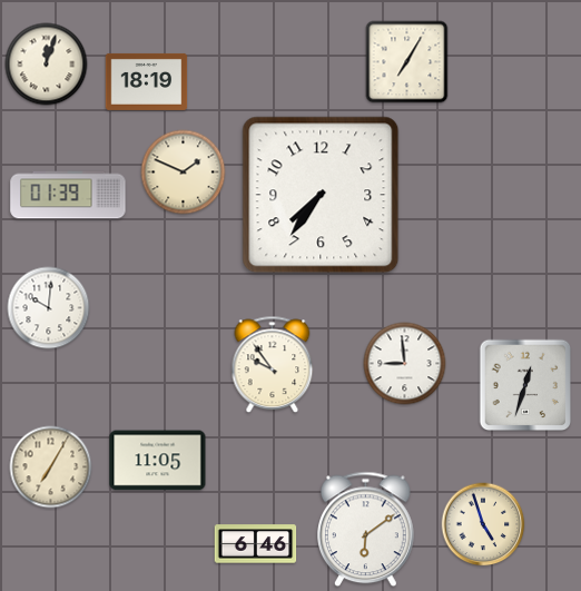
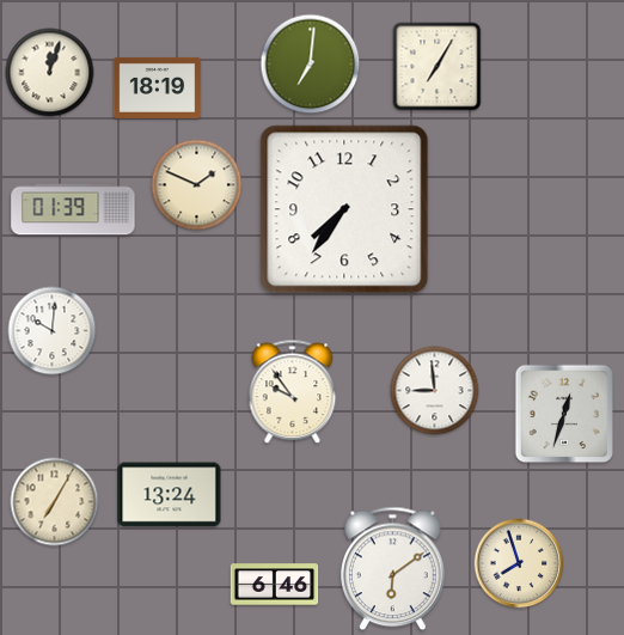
clock at (311, 65): none -> 7:01
clock at (47, 65) position: (47, 65) -> (50, 73)
clock at (158, 461): 11:05 -> 13:24
clock at (483, 524): 4:57 -> 7:57
